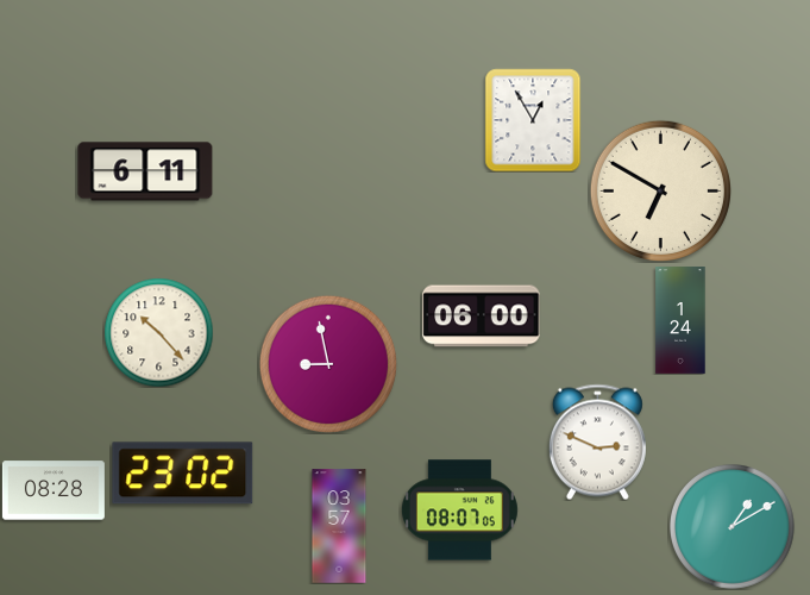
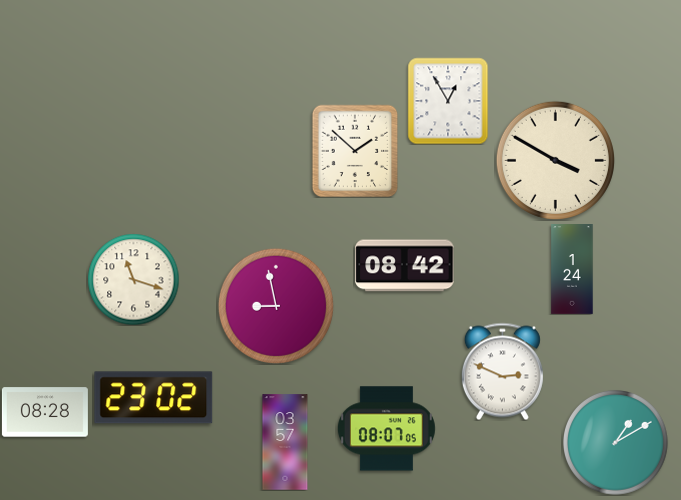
clock at (145, 171): 6:11 -> none
clock at (355, 151): none -> 1:52
clock at (660, 190): 6:50 -> 3:50
clock at (482, 317): 06:00 -> 08:42
clock at (158, 332): 10:23 -> 11:18
